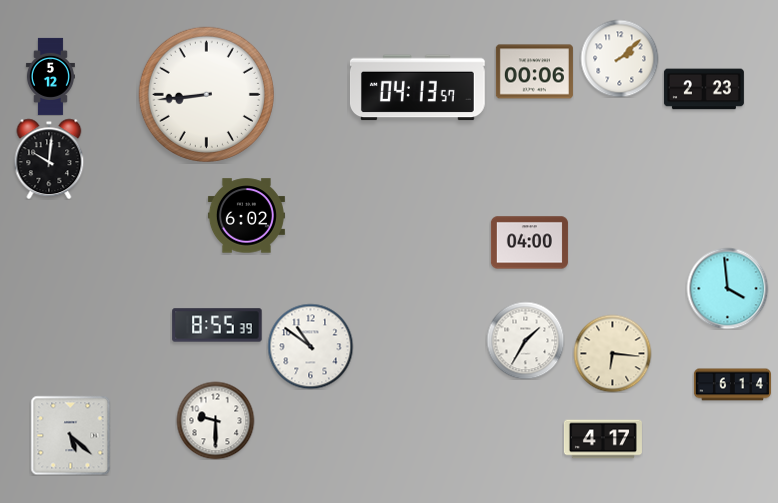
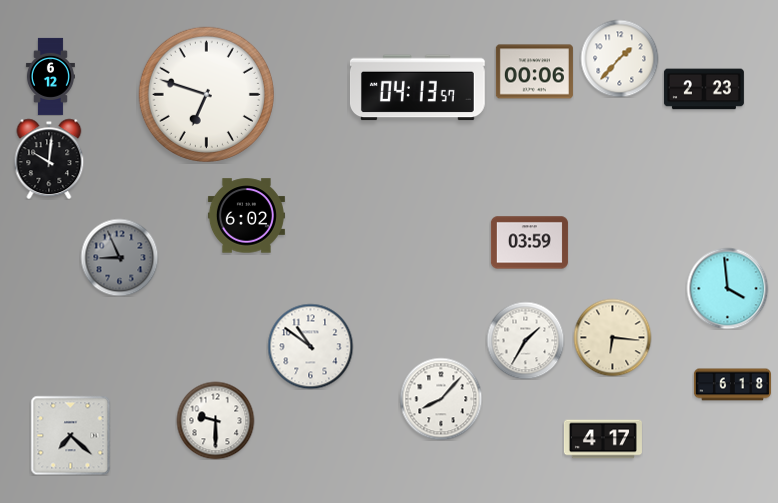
clock at (619, 58): 2:08 -> 1:37
clock at (50, 76): 5:12 -> 6:12
clock at (206, 94): 8:44 -> 6:48
clock at (529, 243): 04:00 -> 03:59
clock at (119, 257): none -> 8:56
clock at (217, 325): 8:55 -> none
clock at (612, 353) position: (612, 353) -> (612, 337)
clock at (732, 385): 6:14 -> 6:18
clock at (441, 399): none -> 8:07
clock at (70, 435): 5:22 -> 7:22
